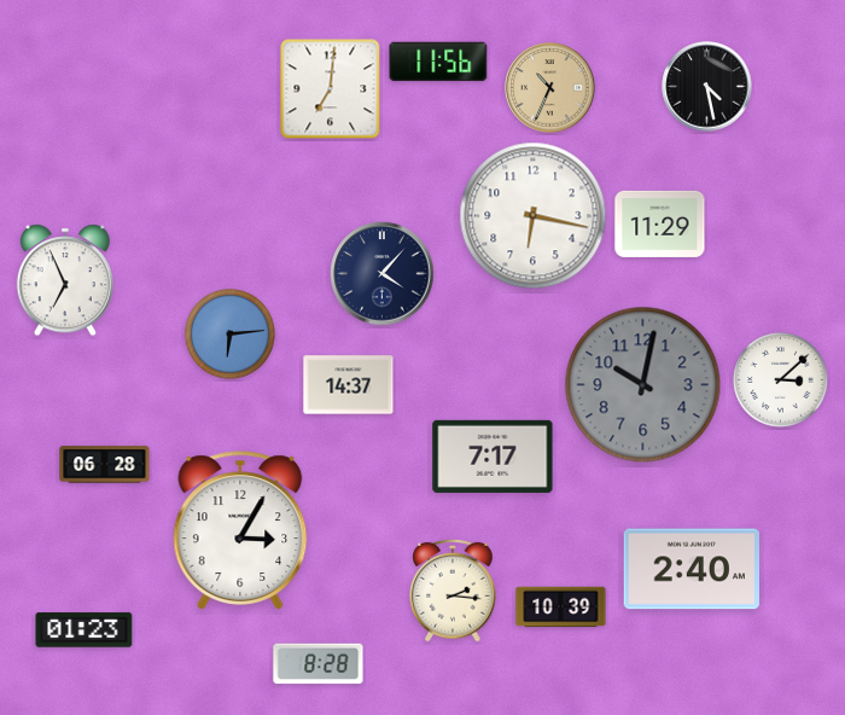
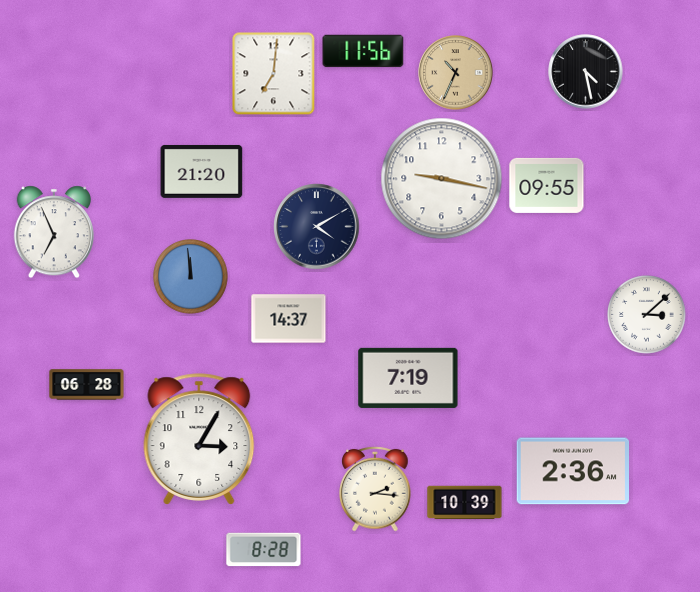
clock at (202, 171): none -> 21:20
clock at (534, 216): 6:17 -> 9:17
clock at (660, 223): 11:29 -> 09:55
clock at (383, 274): 4:07 -> 4:10
clock at (231, 335): 6:14 -> 11:59
clock at (643, 385): 10:02 -> none
clock at (493, 457): 7:17 -> 7:19
clock at (690, 569): 2:40 -> 2:36
clock at (84, 630): 01:23 -> none
